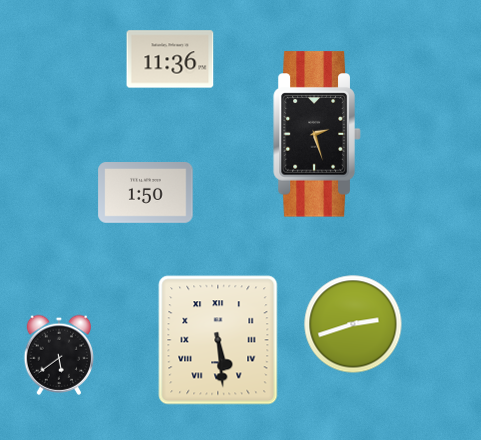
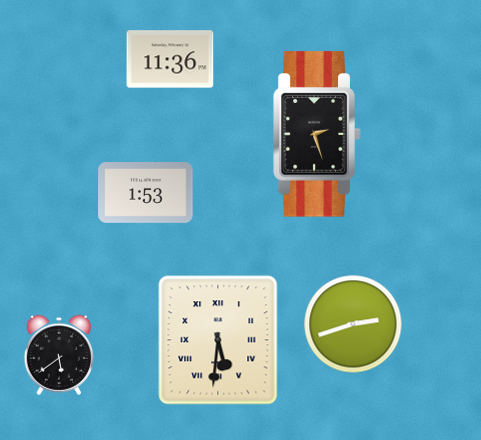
clock at (146, 193): 1:50 -> 1:53
clock at (218, 340): 5:29 -> 5:31
